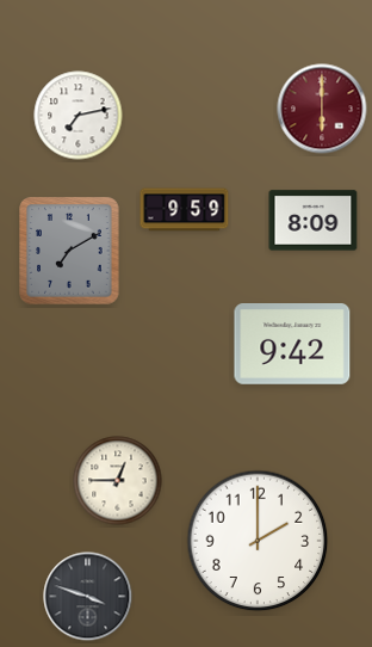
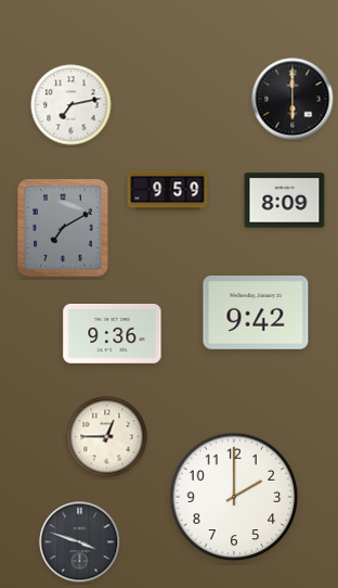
clock at (322, 109) dial: burgundy -> black
clock at (292, 345) position: (292, 345) -> (256, 314)
clock at (113, 333): none -> 9:36
clock at (258, 541) position: (258, 541) -> (234, 497)
